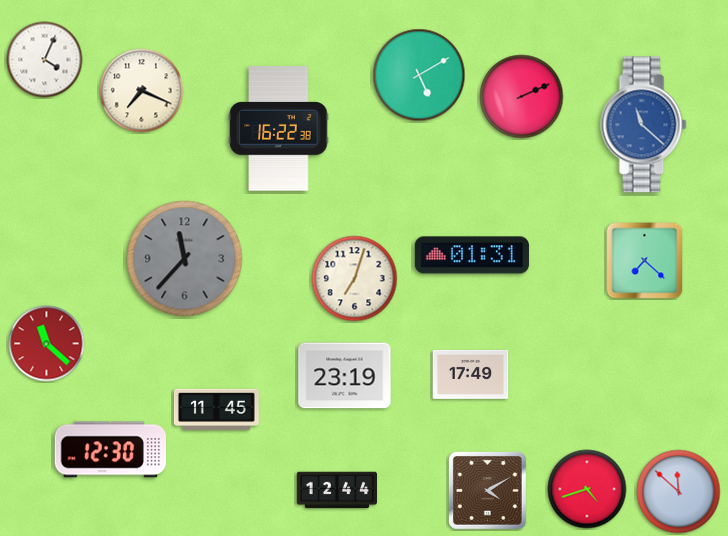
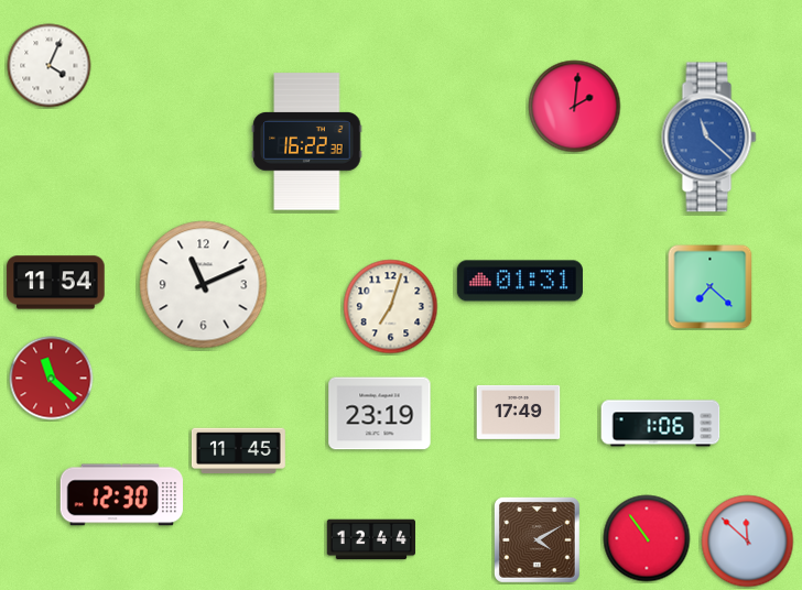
clock at (419, 75): 5:10 -> none
clock at (142, 91): 7:19 -> none
clock at (522, 97): 2:11 -> 2:01
clock at (56, 283): none -> 11:54
clock at (185, 259): 11:37 -> 11:11
clock at (185, 259) dial: grey -> white
clock at (661, 424): none -> 1:06
clock at (587, 489): 4:42 -> 10:54
